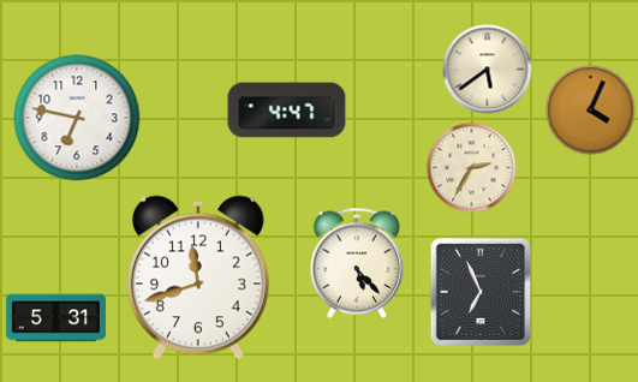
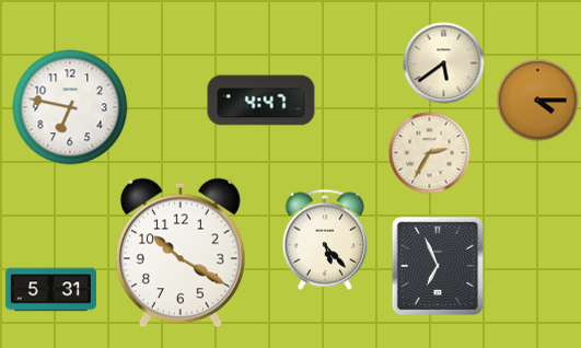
clock at (591, 111): 4:04 -> 4:15
clock at (198, 277): 11:42 -> 10:20
